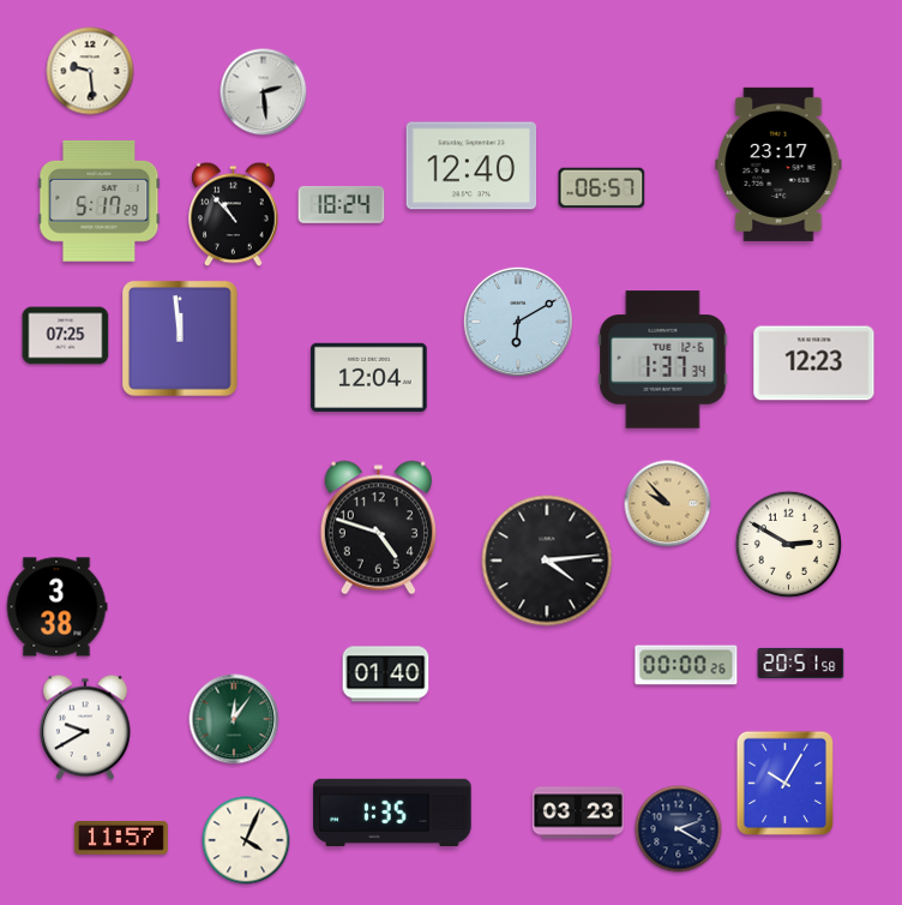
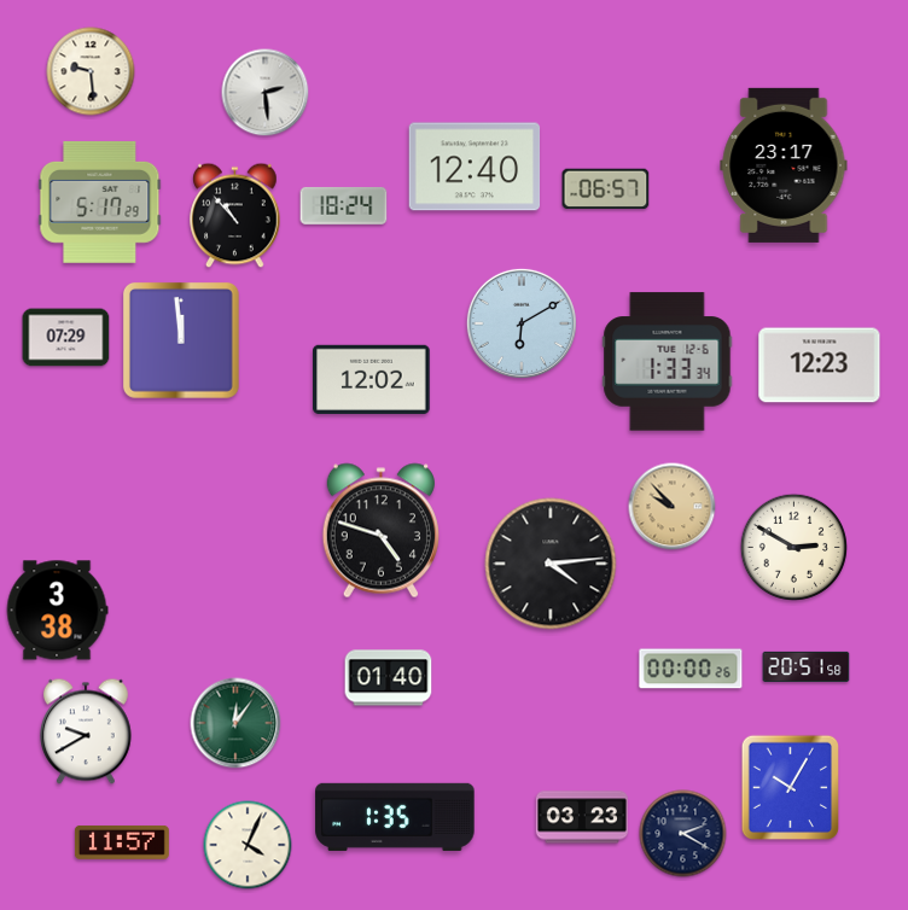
clock at (66, 336): 07:25 -> 07:29
clock at (663, 360): 1:37 -> 1:33
clock at (369, 377): 12:04 -> 12:02
